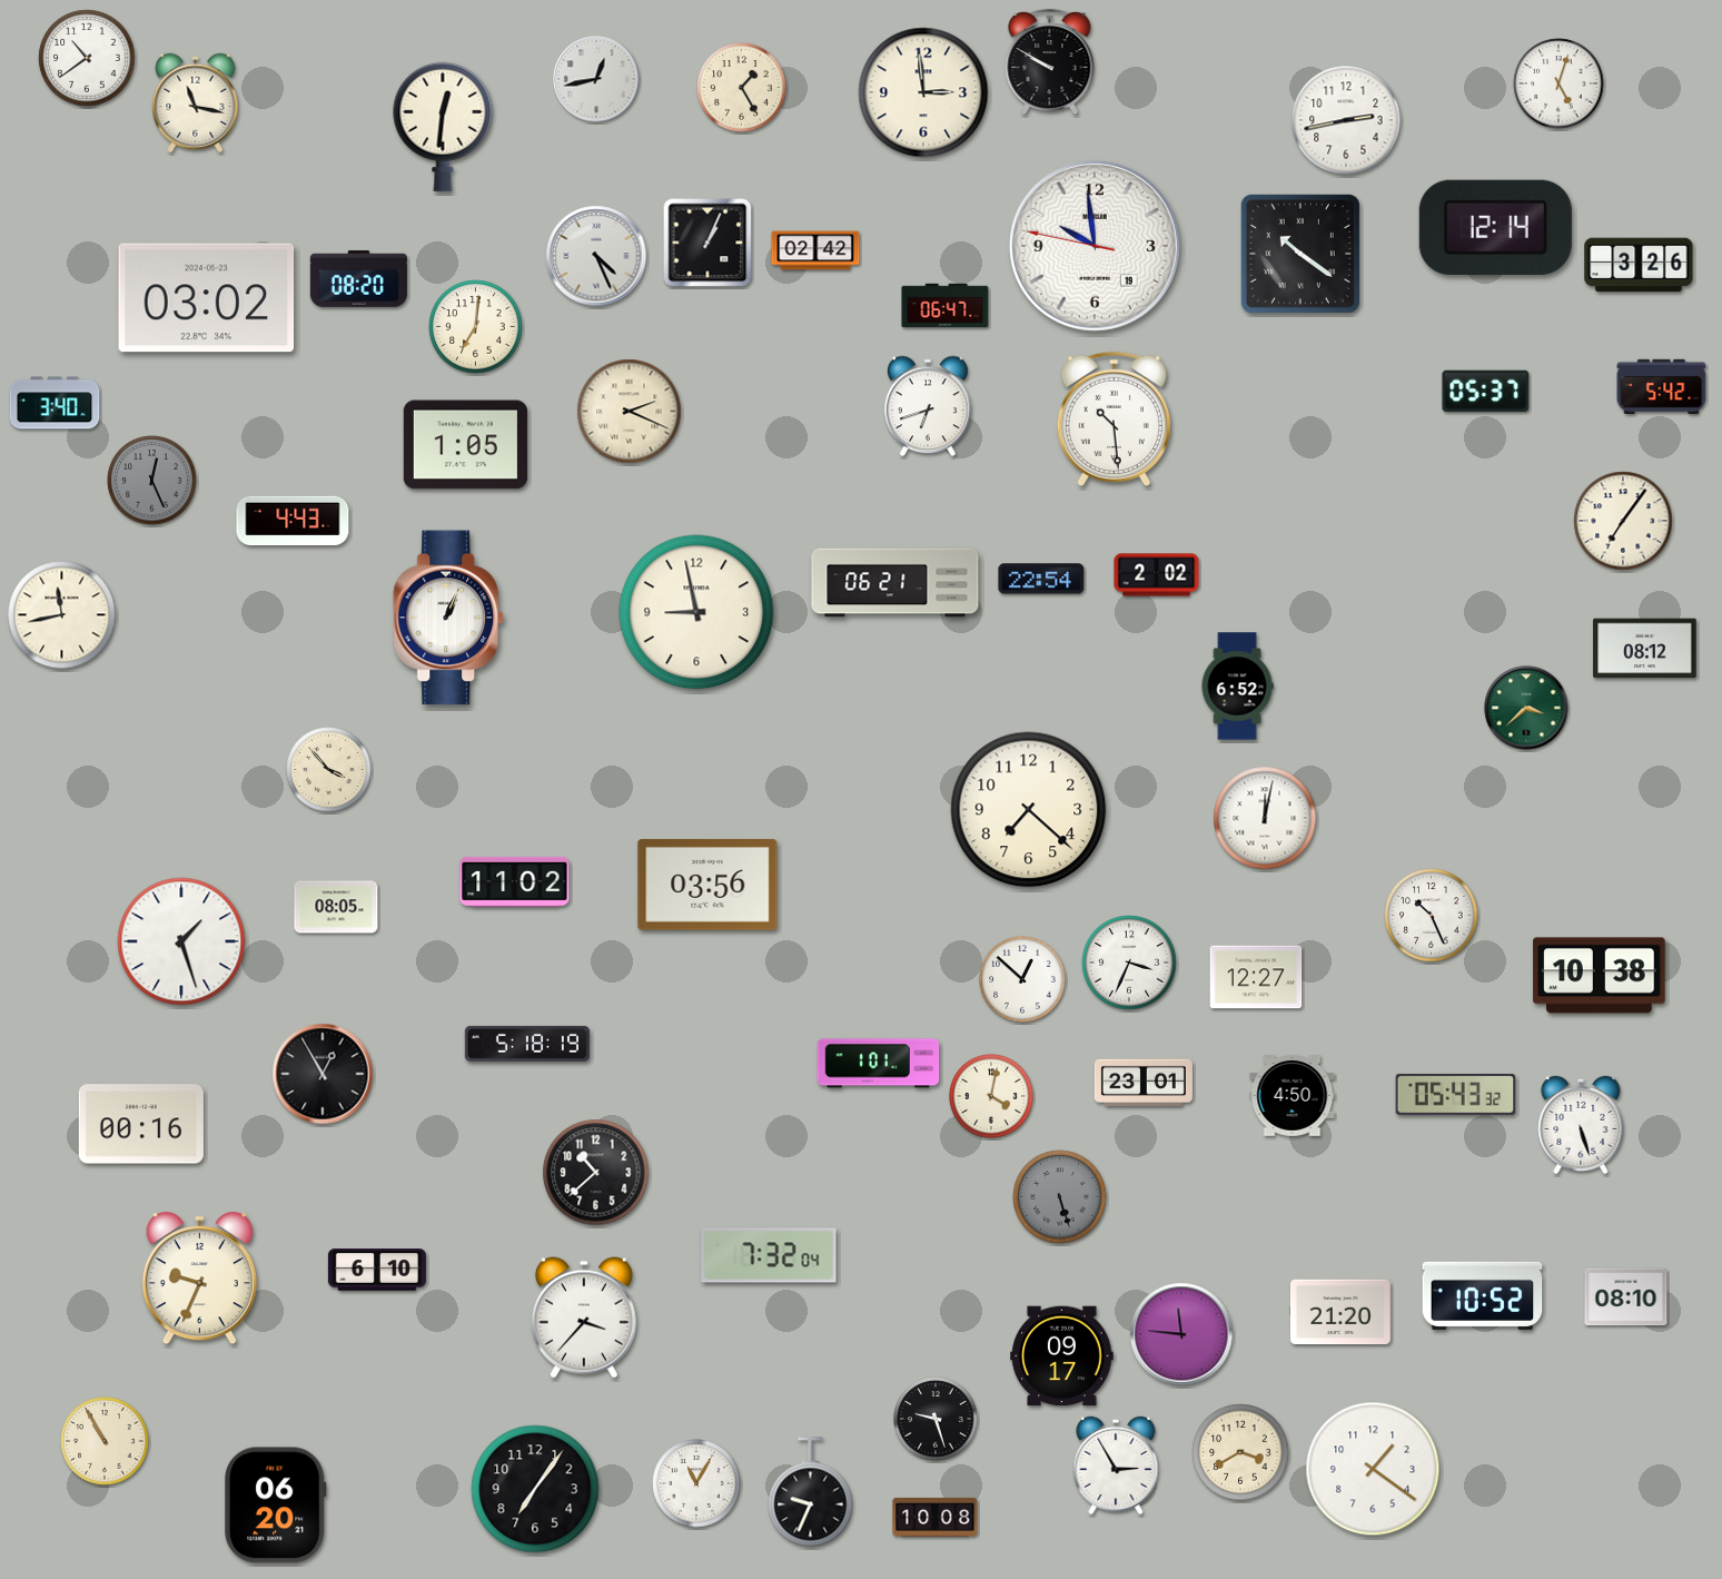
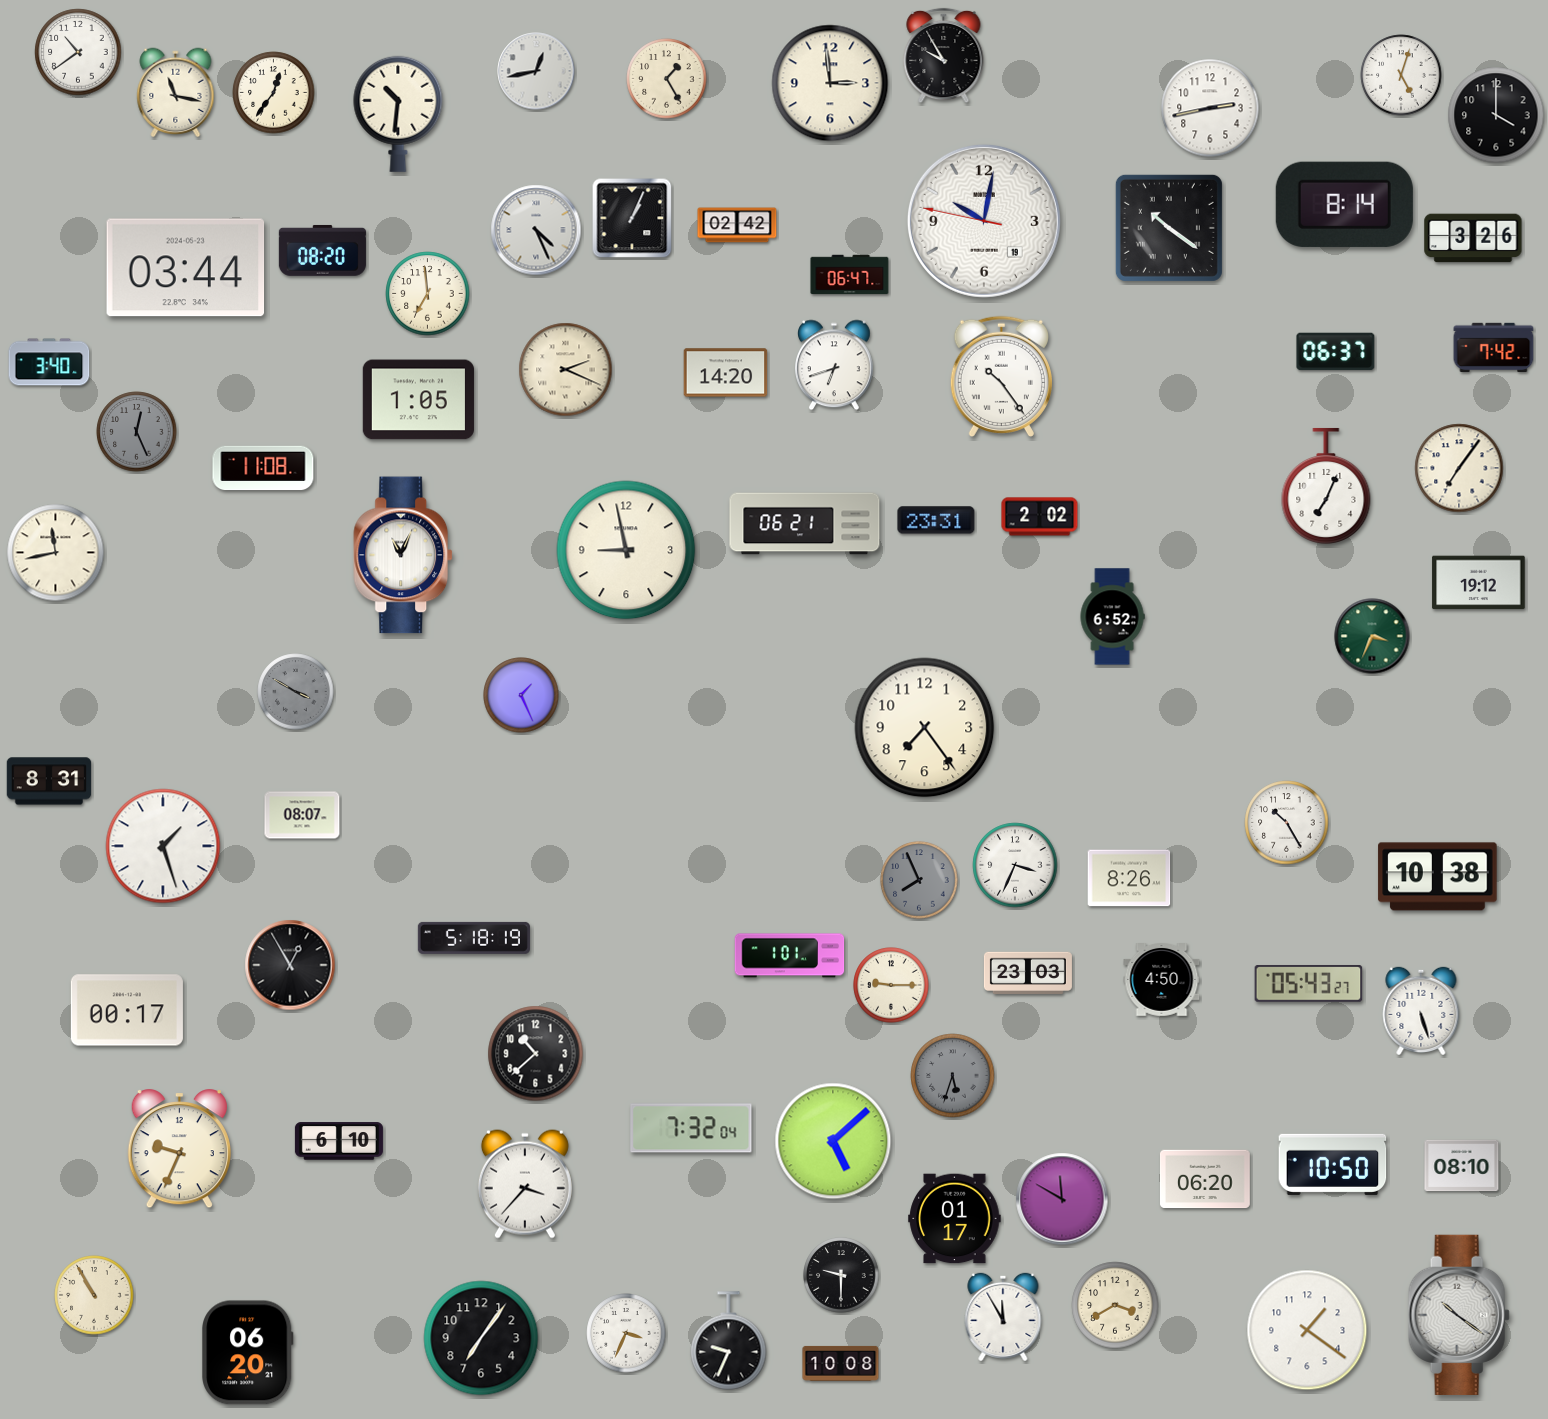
clock at (1050, 62): 9:50 -> 9:55
clock at (274, 93): none -> 12:36
clock at (443, 127): 12:31 -> 10:31
clock at (1496, 115): none -> 4:00
clock at (1495, 227): 12:14 -> 8:14
clock at (707, 243) position: (707, 243) -> (632, 218)
clock at (1095, 246): 9:58 -> 10:01
clock at (815, 250) position: (815, 250) -> (737, 225)
clock at (207, 298): 03:02 -> 03:44
clock at (476, 327): 7:01 -> 6:59
clock at (1662, 387): 5:42 -> 7:42
clock at (1486, 392): 05:37 -> 06:37
clock at (726, 373): none -> 14:20
clock at (1114, 420): 10:29 -> 10:24
clock at (293, 521): 4:43 -> 11:08
clock at (1326, 485): none -> 7:04
clock at (1041, 579): 22:54 -> 23:31
clock at (449, 618): 1:04 -> 11:04
clock at (1645, 649): 08:12 -> 19:12
clock at (1526, 708): 3:38 -> 3:34
clock at (329, 770): 3:53 -> 3:50
clock at (329, 770) dial: cream -> grey
clock at (521, 695): none -> 1:26
clock at (1029, 810): 7:22 -> 7:24
clock at (1265, 818): 12:02 -> none
clock at (49, 781): none -> 8:31
clock at (515, 881): 11:02 -> none
clock at (707, 886): 03:56 -> none
clock at (336, 907): 08:05 -> 08:07
clock at (1432, 916): 10:26 -> 10:25
clock at (1256, 977): 12:27 -> 8:26
clock at (1022, 979): 12:52 -> 7:56
clock at (1022, 979) dial: white -> grey
clock at (1144, 1082): 23:01 -> 23:03
clock at (1456, 1095): 05:43:32 -> 05:43:27
clock at (991, 1096): 4:02 -> 9:15
clock at (1293, 1096) position: (1293, 1096) -> (1162, 980)
clock at (141, 1124): 00:16 -> 00:17
clock at (1060, 1197): 5:27 -> 5:33
clock at (833, 1141): none -> 5:08
clock at (1483, 1295): 10:52 -> 10:50
clock at (1340, 1312): 21:20 -> 06:20
clock at (1181, 1334): 11:46 -> 11:50
clock at (1062, 1356): 09:17 -> 01:17
clock at (936, 1419): 9:27 -> 9:30
clock at (1459, 1315): none -> 10:21
clock at (1116, 1464): 2:55 -> 11:55
clock at (1373, 1469) position: (1373, 1469) -> (1307, 1330)
clock at (696, 1483): 11:05 -> 3:34
